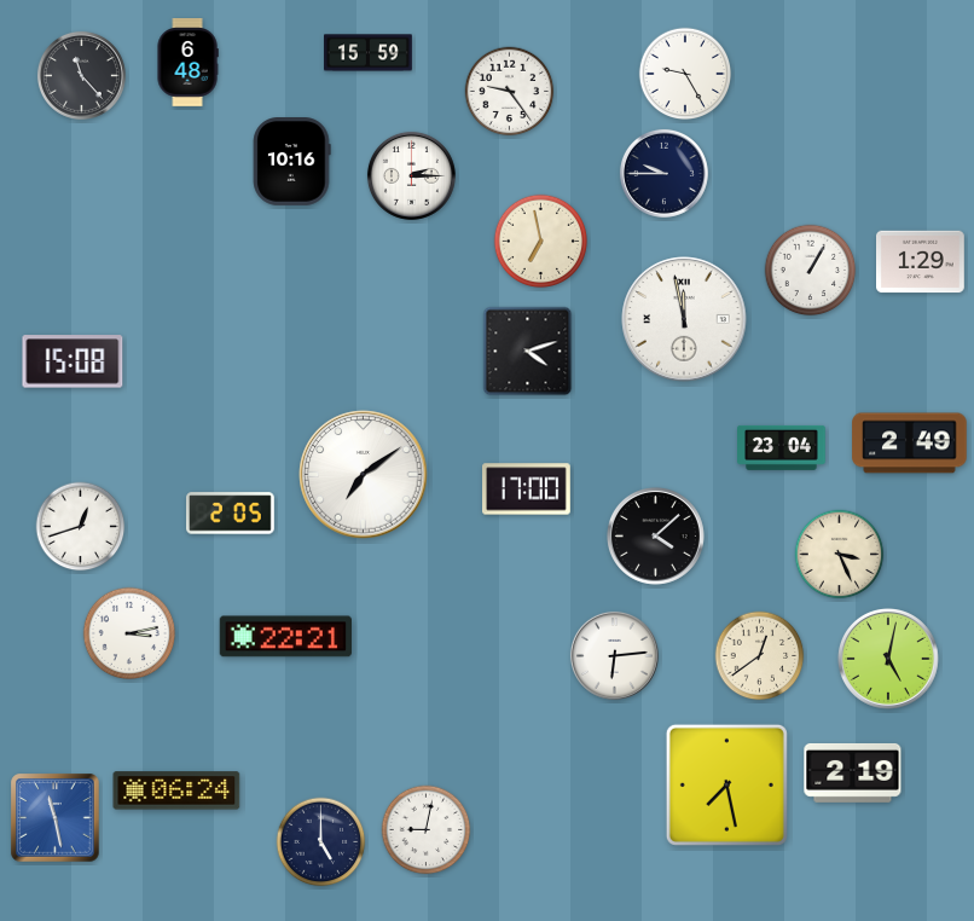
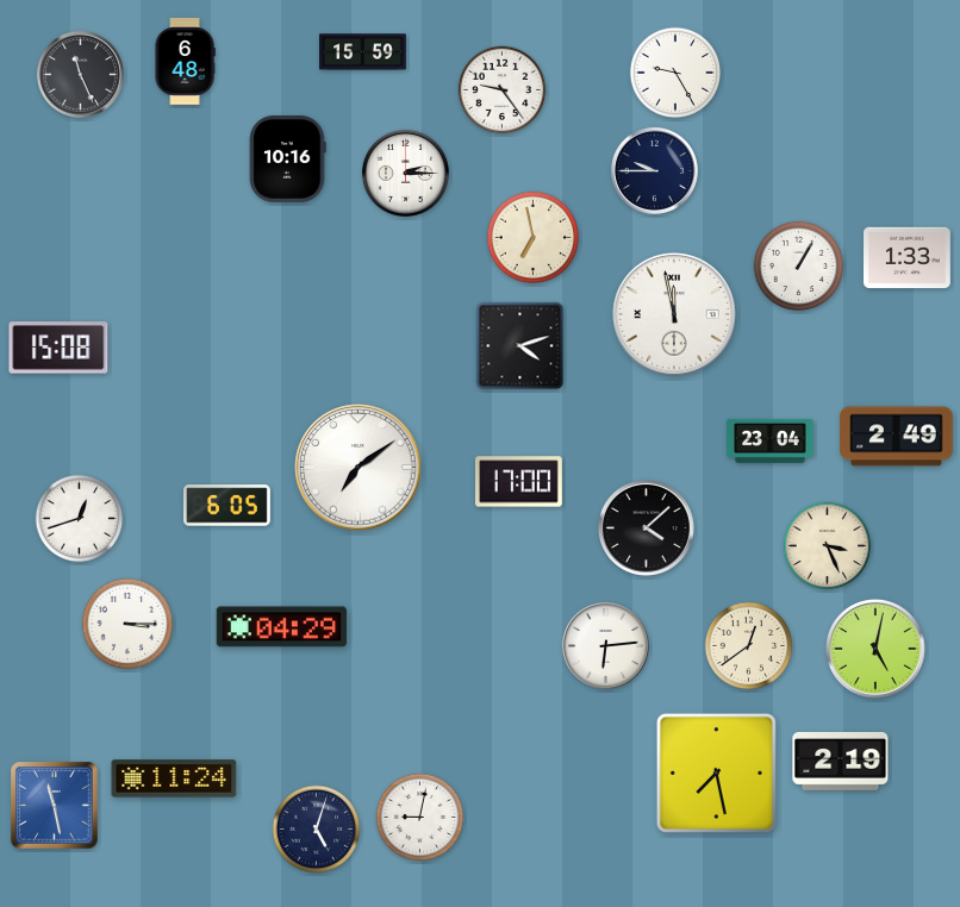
clock at (81, 75): 11:23 -> 11:26
clock at (921, 262): 1:29 -> 1:33
clock at (73, 361) position: (73, 361) -> (58, 348)
clock at (231, 514): 2:05 -> 6:05
clock at (129, 633): 3:13 -> 3:15
clock at (285, 637): 22:21 -> 04:29
clock at (176, 790): 06:24 -> 11:24
clock at (321, 842): 5:00 -> 5:03
